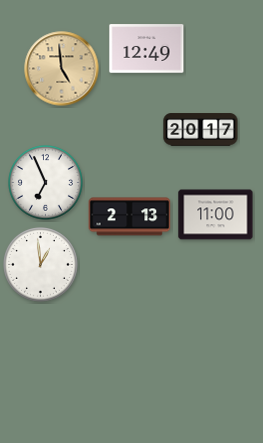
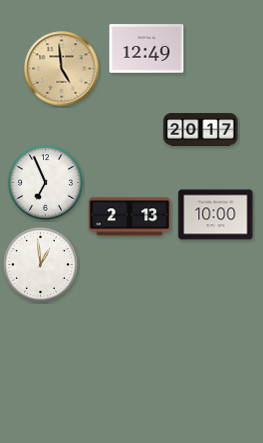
clock at (216, 215): 11:00 -> 10:00
